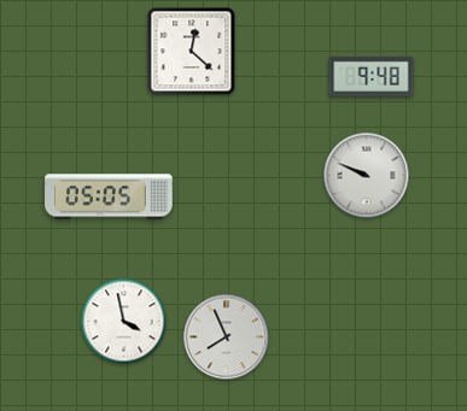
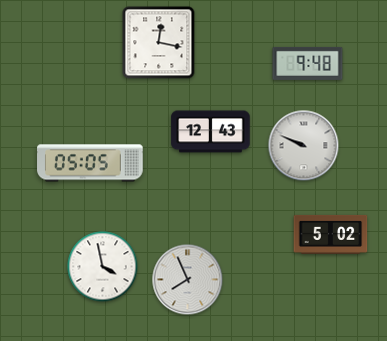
clock at (192, 52): 12:22 -> 12:17
clock at (211, 132): none -> 12:43
clock at (331, 234): none -> 5:02
